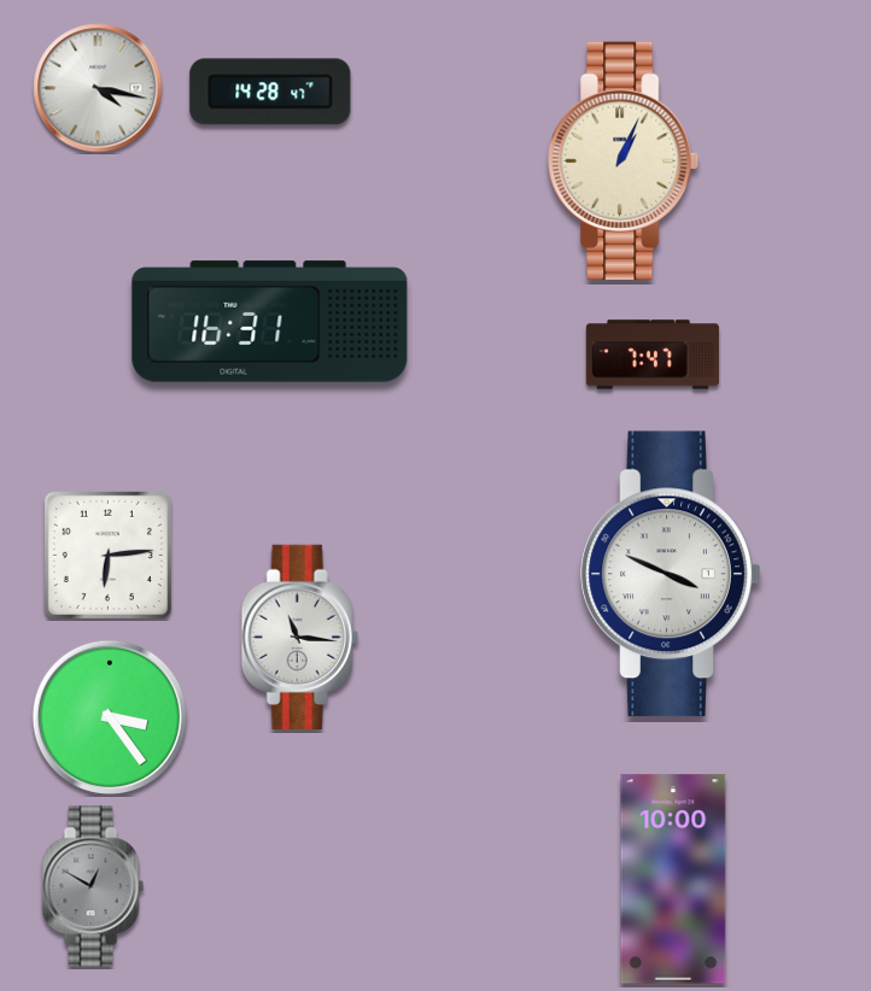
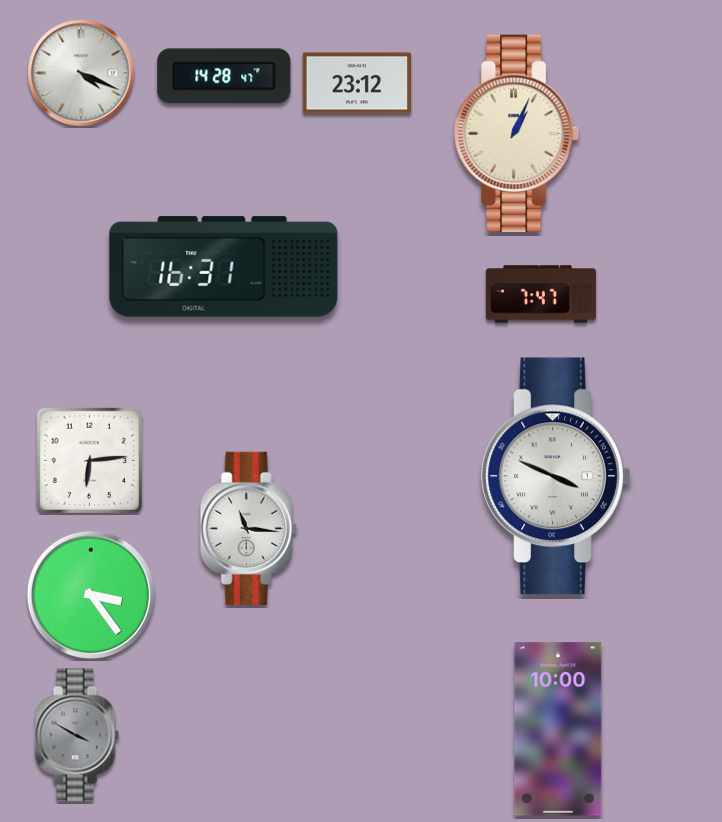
clock at (98, 88): 4:17 -> 4:19
clock at (356, 83): none -> 23:12
clock at (93, 886): 12:50 -> 3:50
